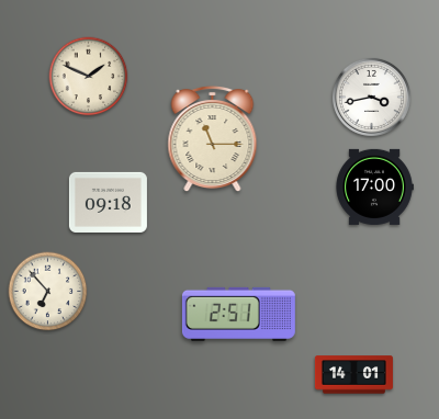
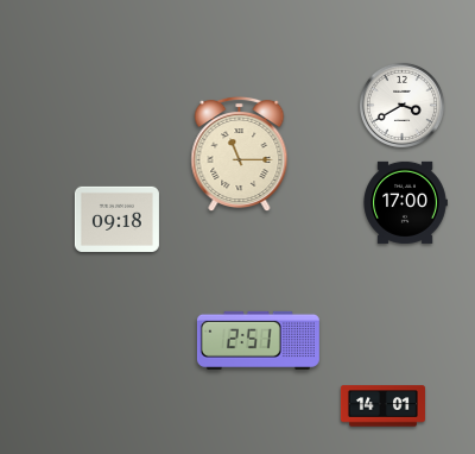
clock at (89, 77): 1:49 -> none
clock at (371, 97): 3:43 -> 3:40
clock at (213, 139) position: (213, 139) -> (240, 155)
clock at (48, 292): 6:53 -> none
